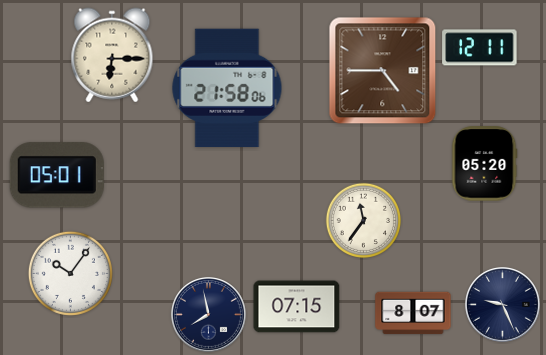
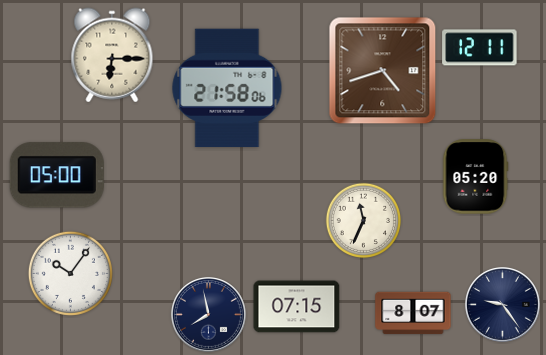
clock at (383, 71): 4:45 -> 4:42
clock at (484, 164) position: (484, 164) -> (475, 177)
clock at (57, 175): 05:01 -> 05:00
clock at (364, 221): 11:36 -> 11:34
clock at (502, 304): 9:26 -> 9:24
